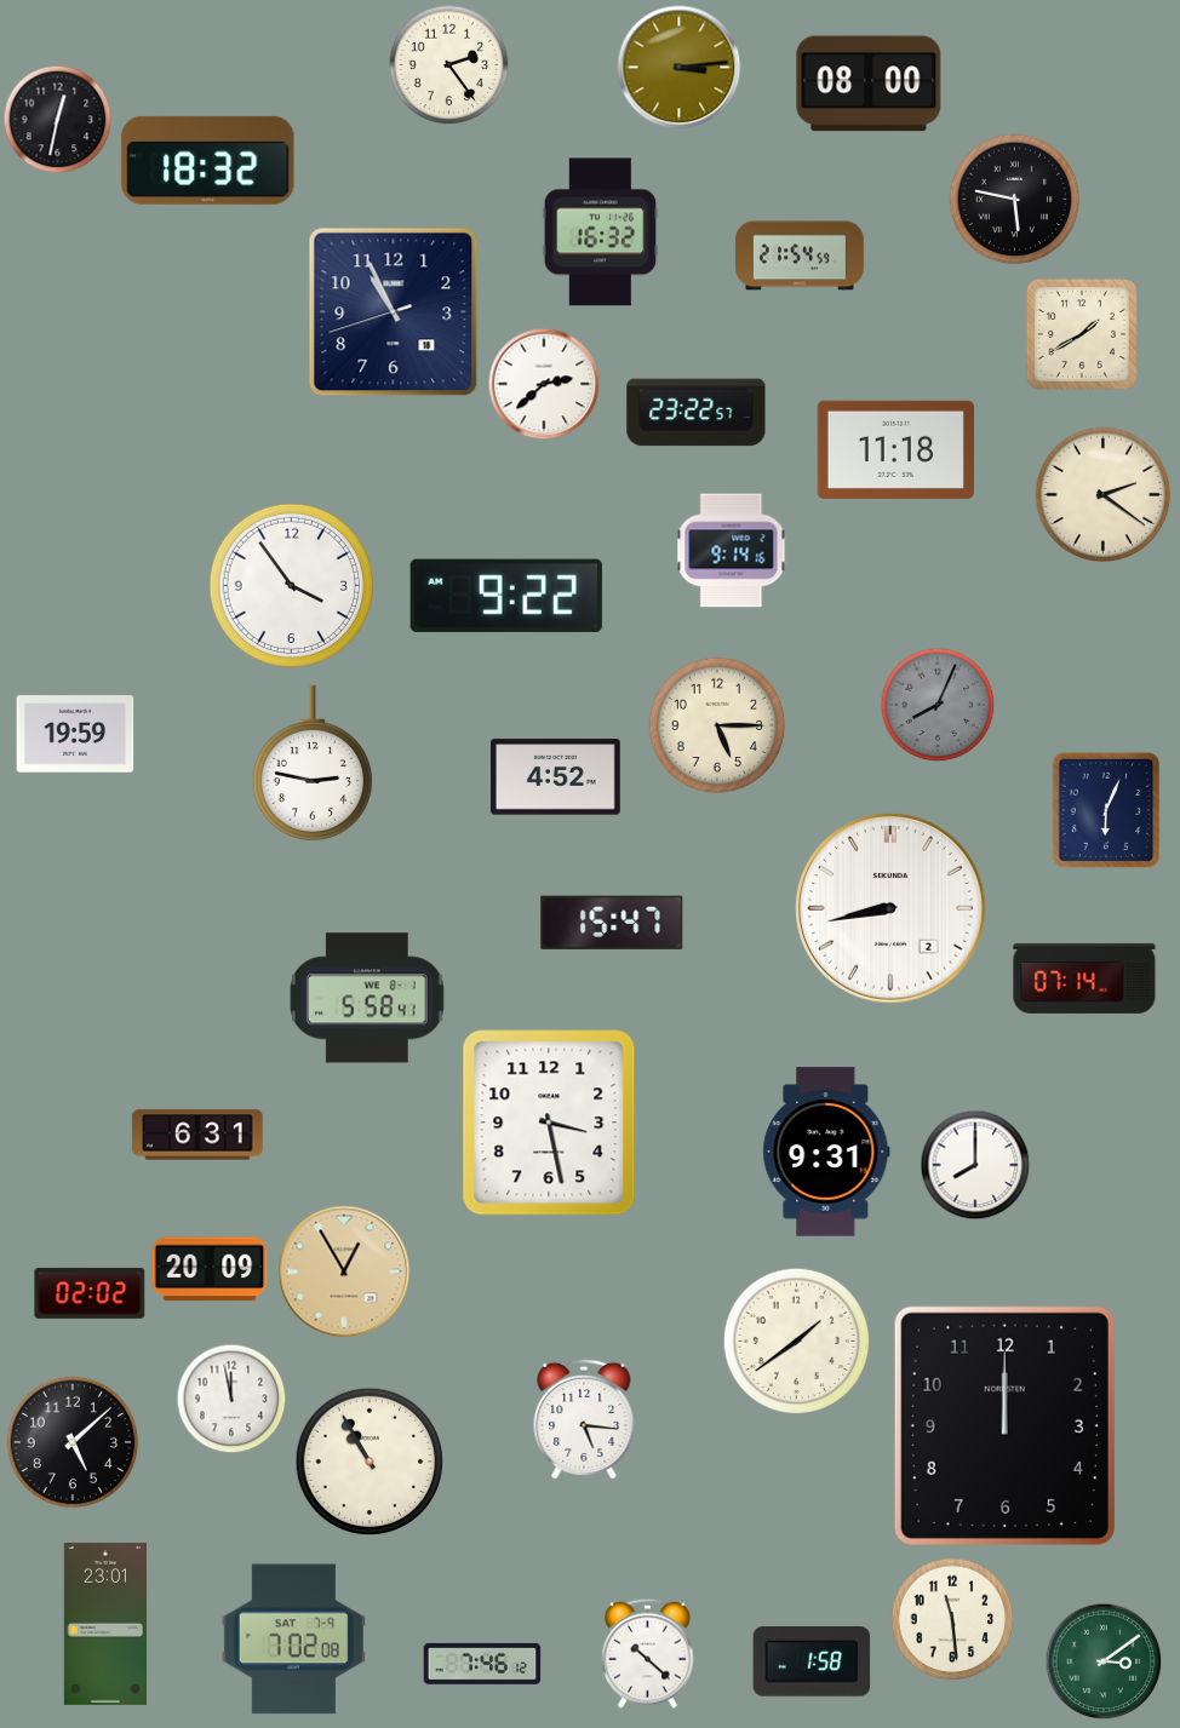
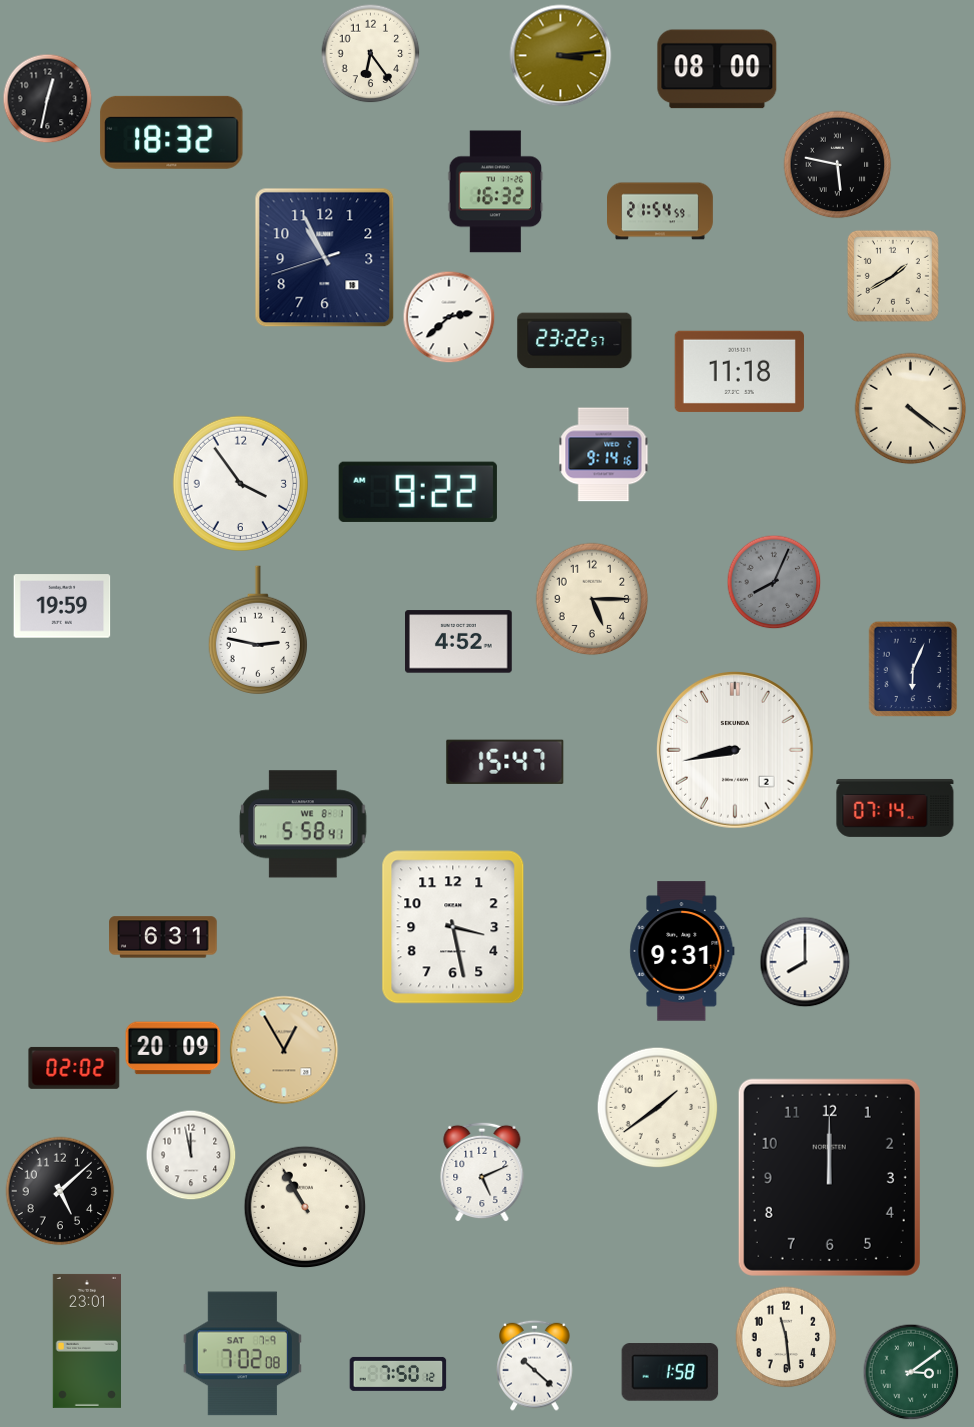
clock at (449, 65): 2:24 -> 6:24
clock at (1104, 495): 2:21 -> 4:21
clock at (584, 1419): 5:16 -> 5:11
clock at (482, 1664): 7:46 -> 7:50
